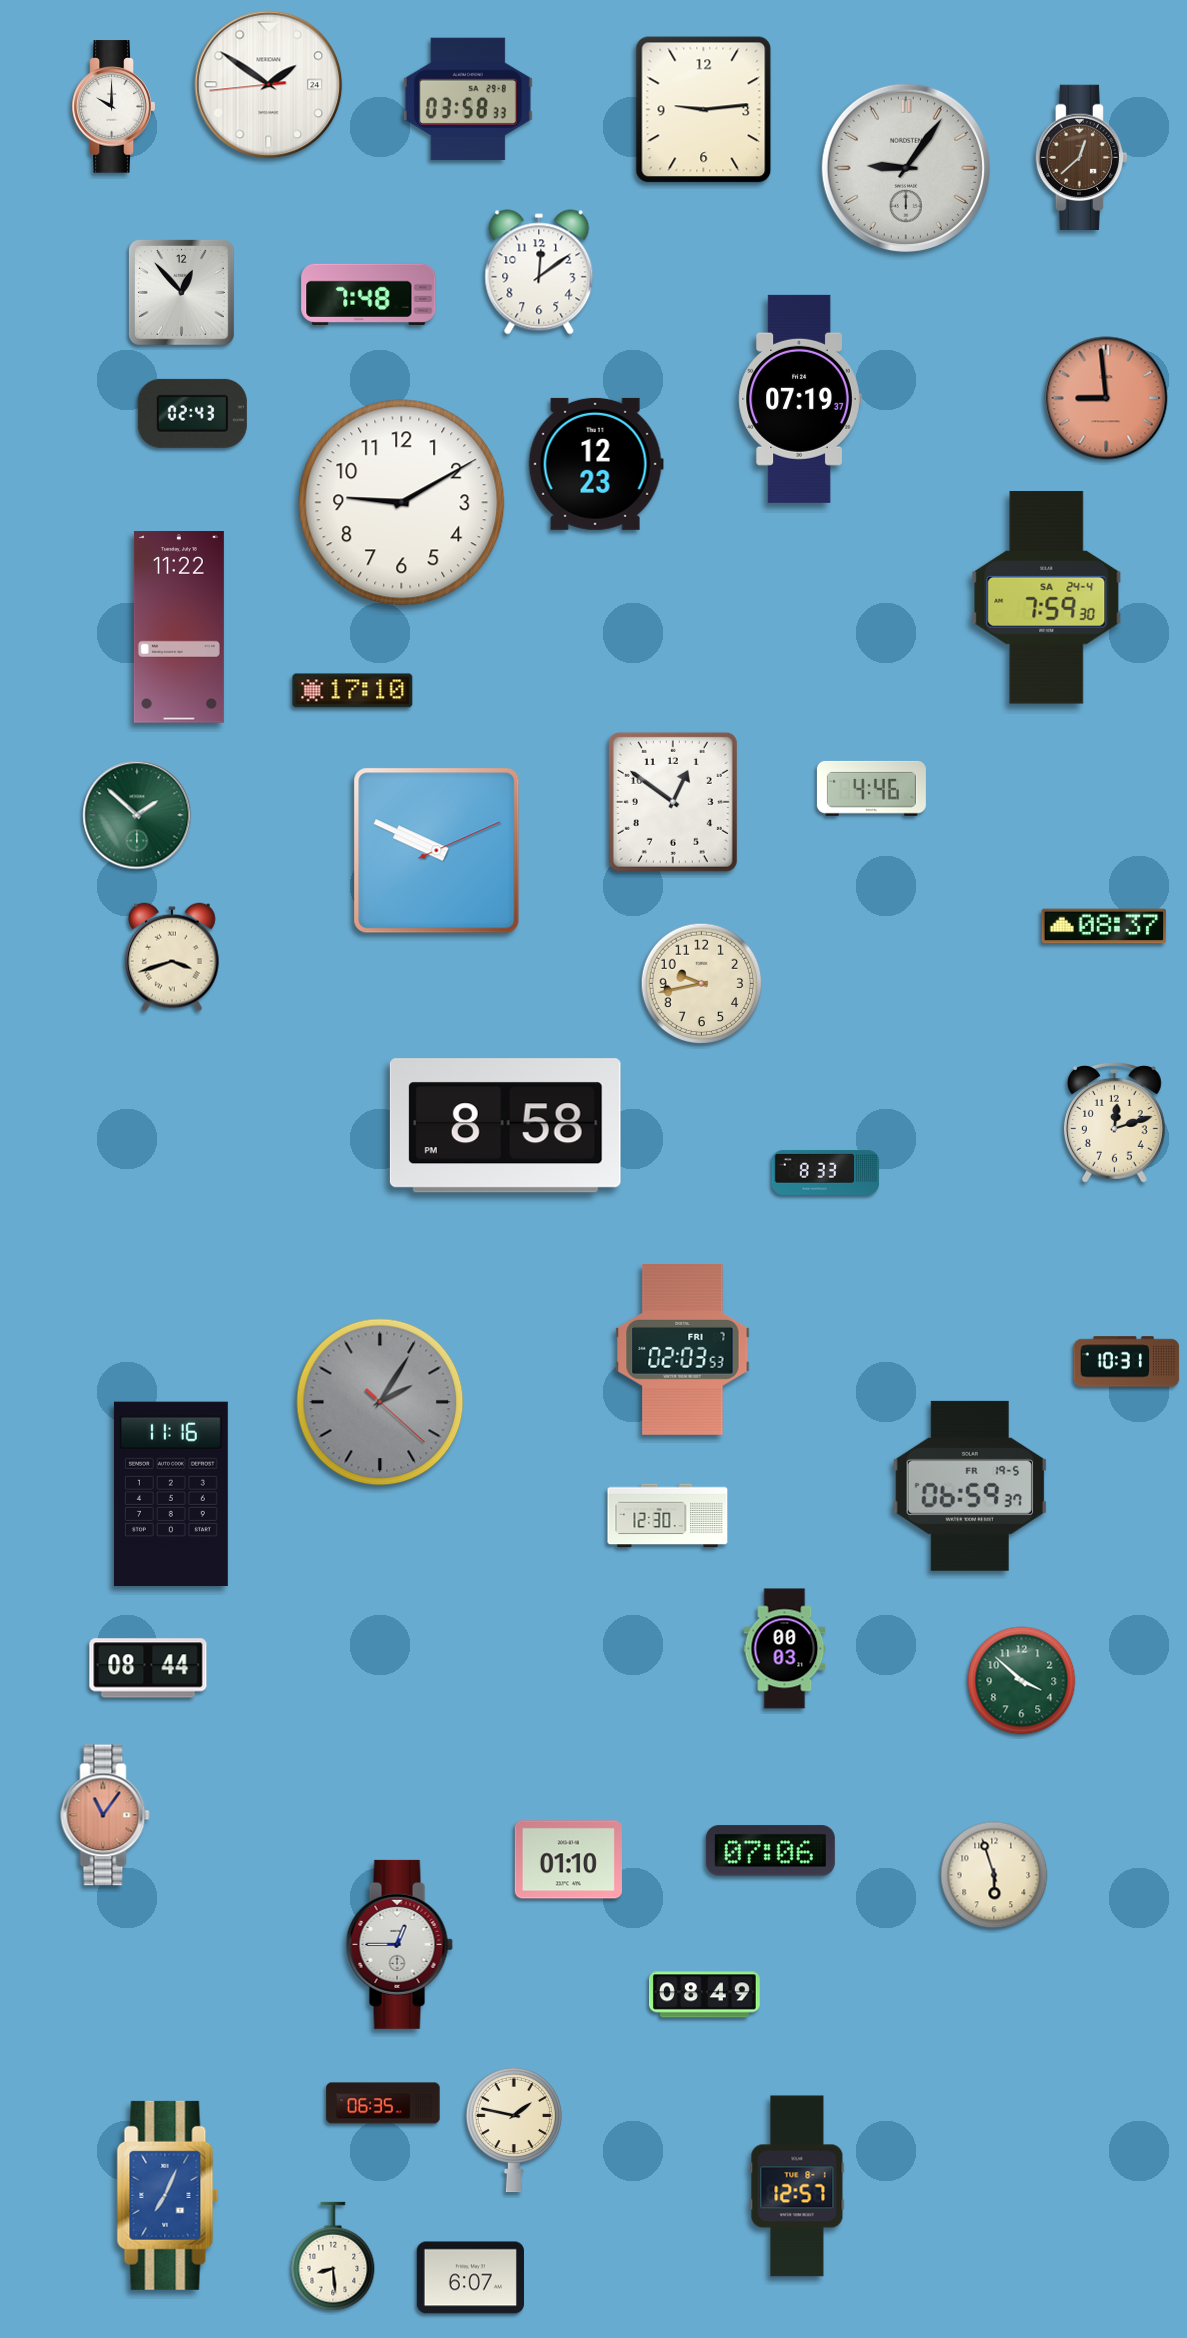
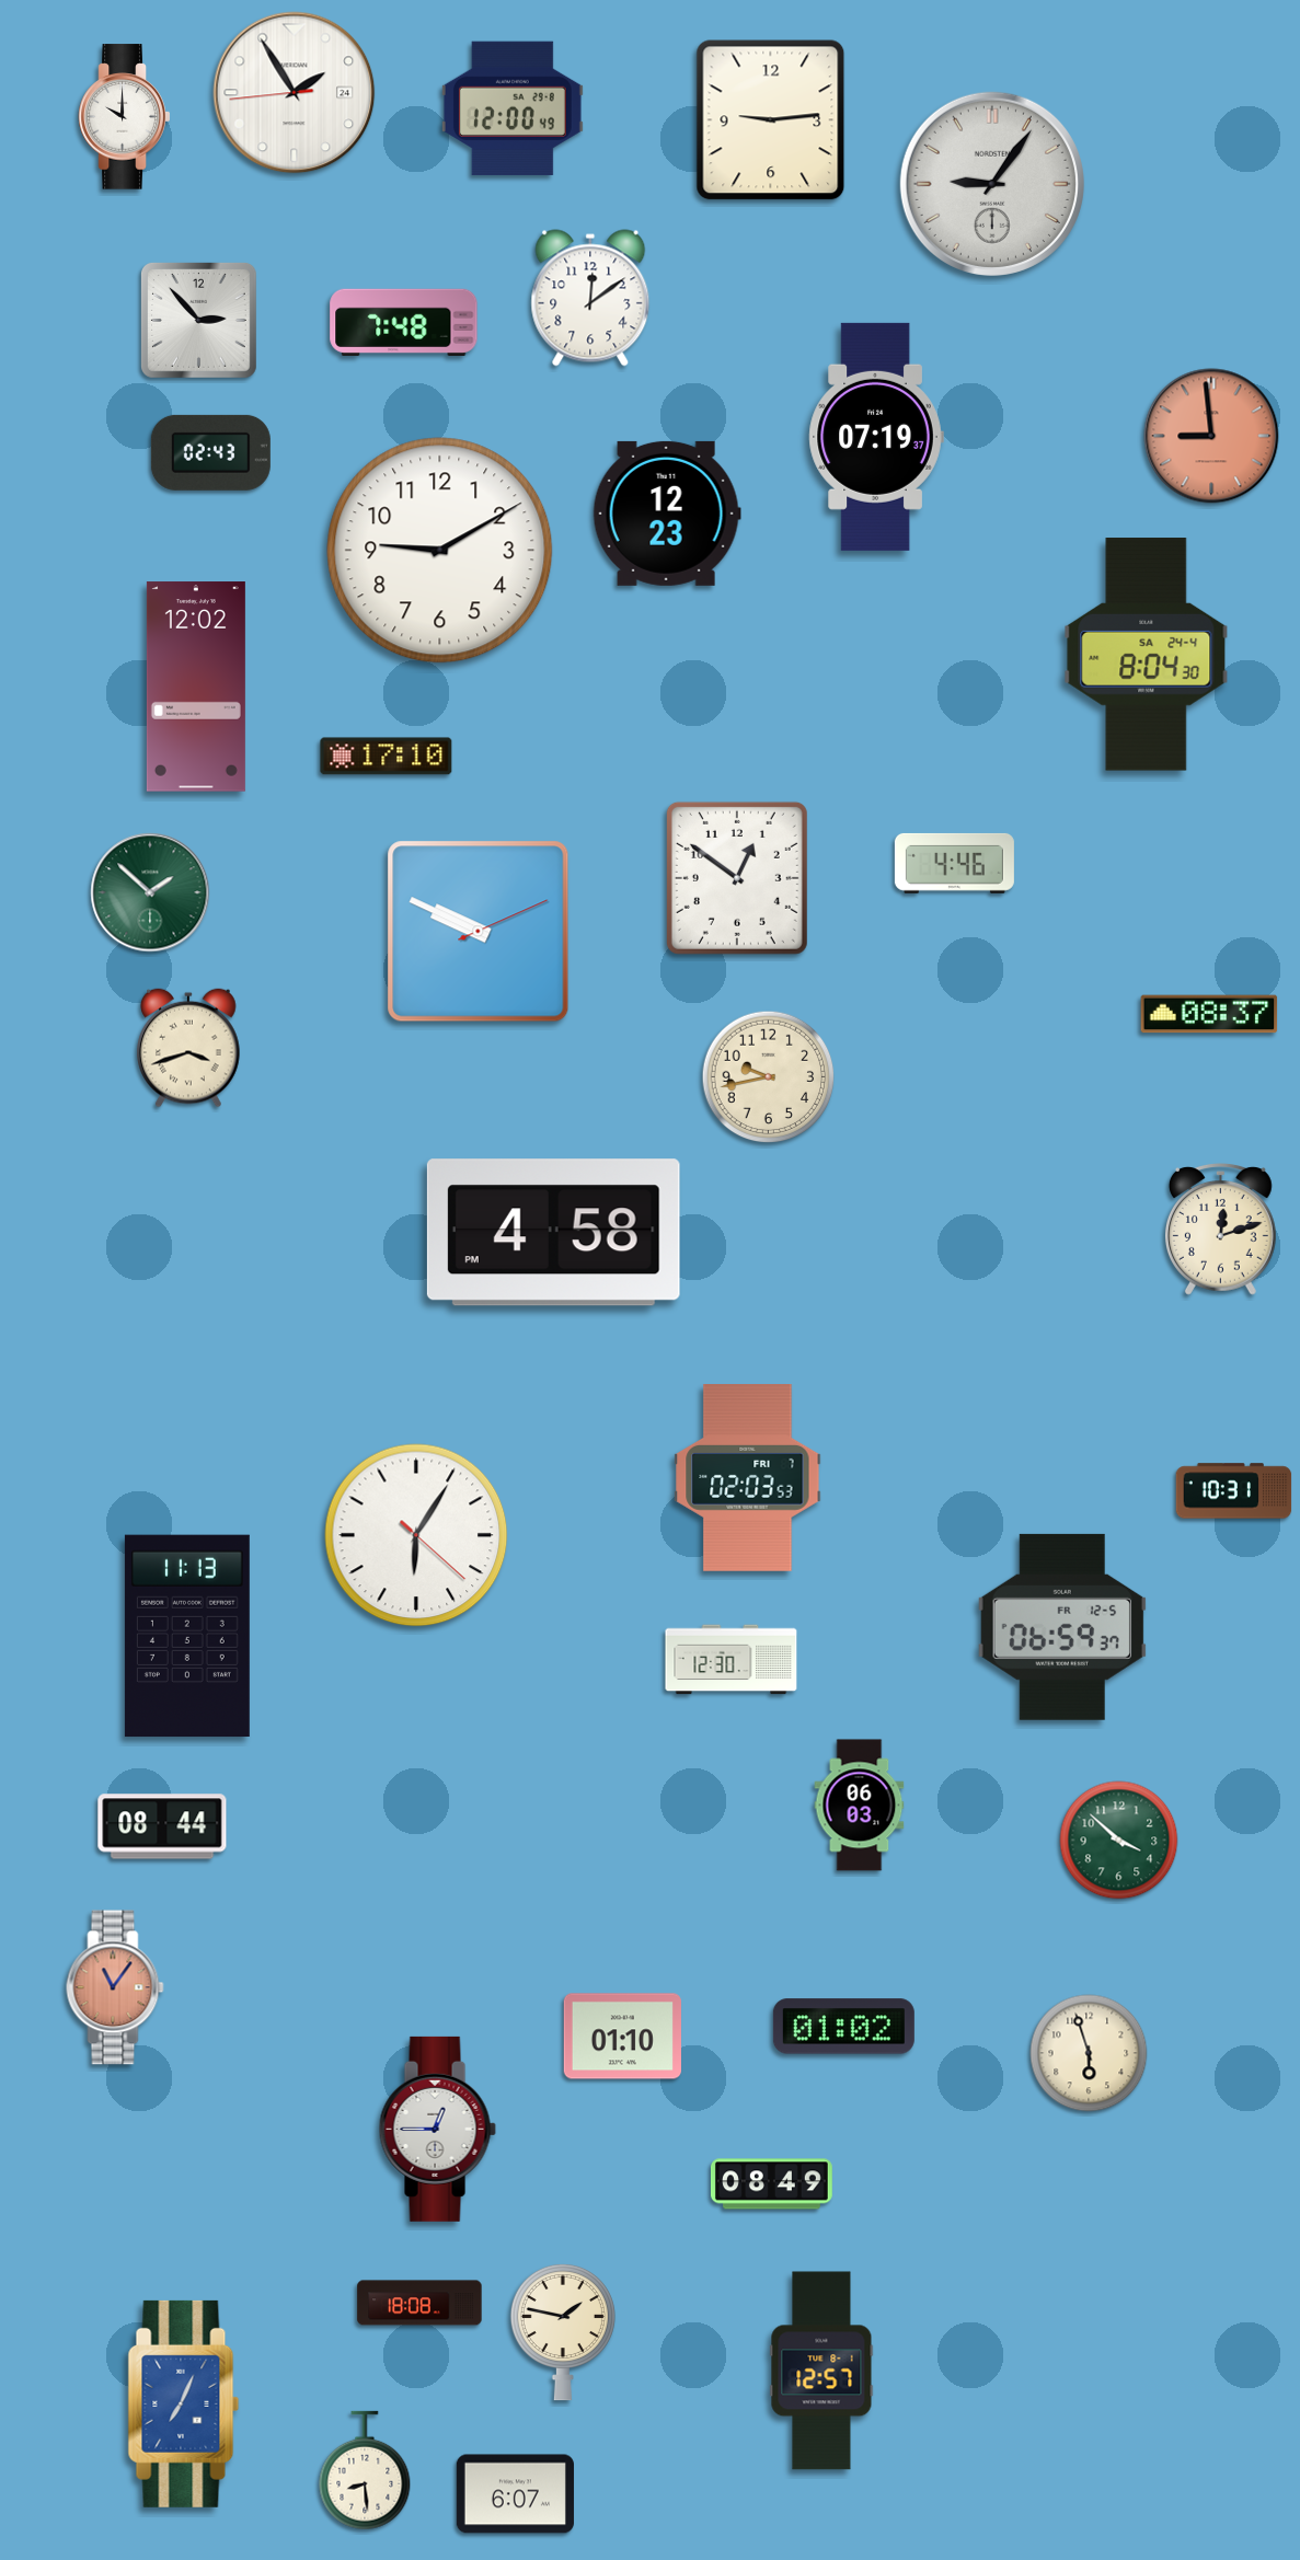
clock at (269, 85): 1:50 -> 1:54
clock at (468, 98): 03:58 -> 12:00
clock at (1081, 157): 12:38 -> none
clock at (181, 292): 12:53 -> 2:53
clock at (596, 464) position: (596, 464) -> (667, 514)
clock at (1047, 598): 7:59 -> 8:04
clock at (179, 627): 11:22 -> 12:02
clock at (505, 1126): 8:58 -> 4:58
clock at (825, 1172): 8:33 -> none
clock at (380, 1402): 2:05 -> 6:05
clock at (380, 1402) dial: grey -> white
clock at (970, 1486) date: FR 19-5 -> FR 12-5
clock at (171, 1494): 11:16 -> 11:13
clock at (785, 1649): 00:03 -> 06:03
clock at (770, 1851): 07:06 -> 01:02
clock at (383, 2103): 06:35 -> 18:08
clock at (797, 2186) position: (797, 2186) -> (821, 2371)
